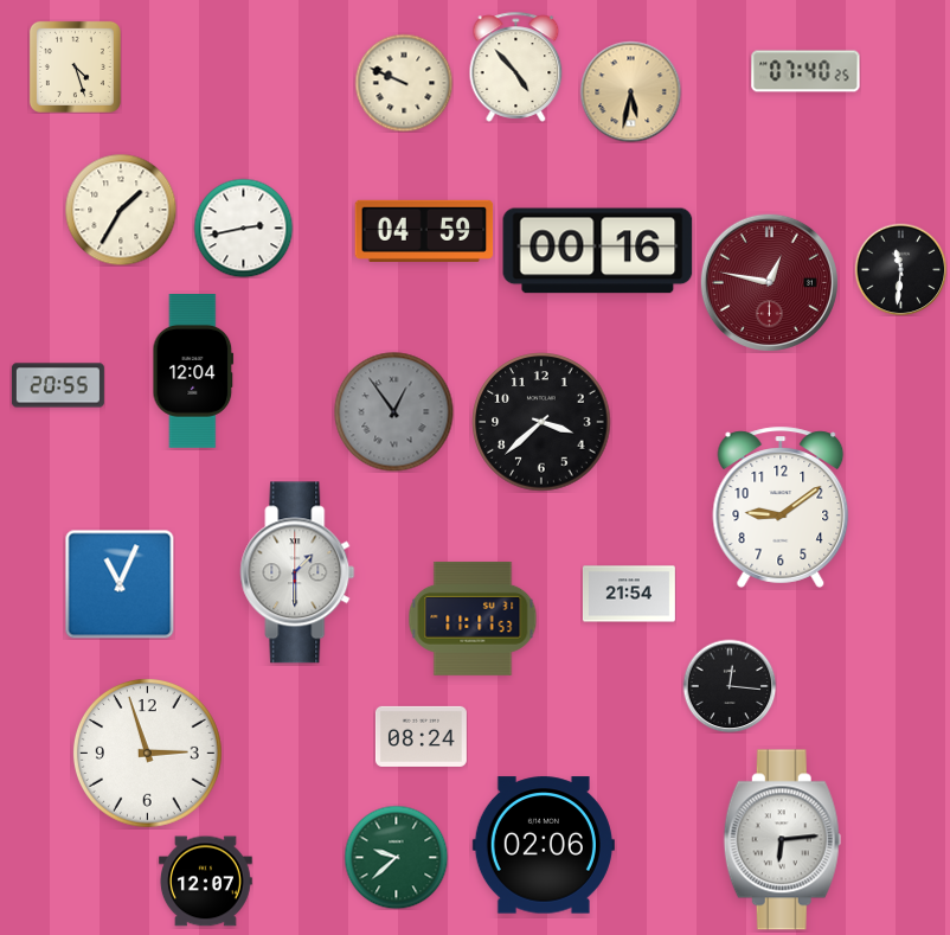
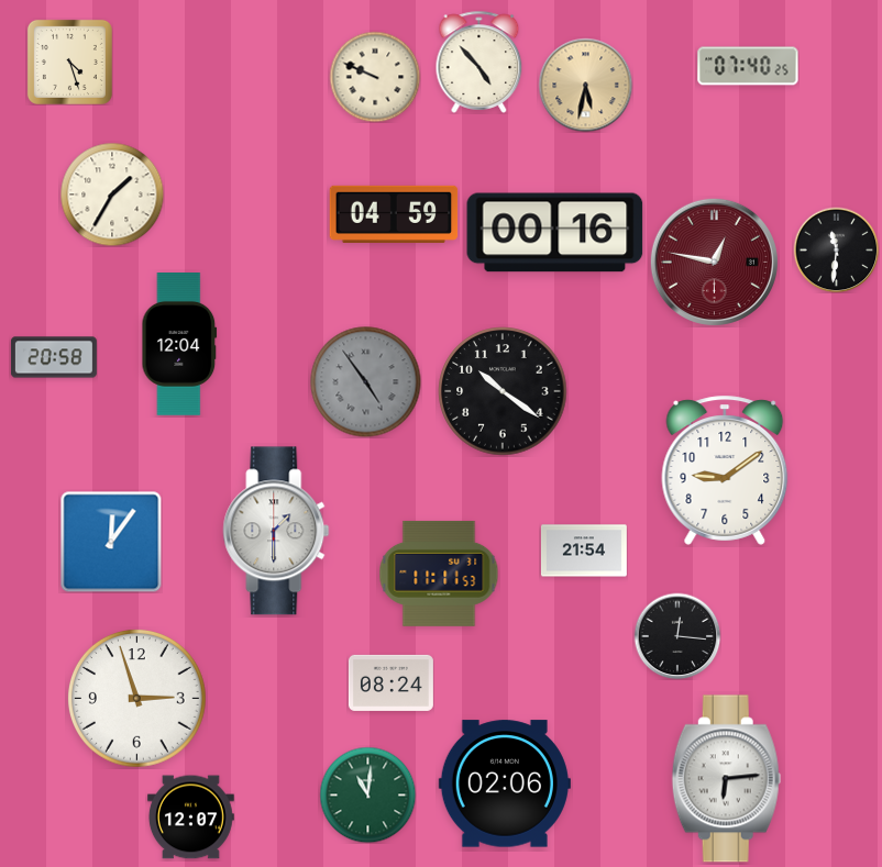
clock at (243, 228): 2:43 -> none
clock at (58, 385): 20:55 -> 20:58
clock at (394, 412): 12:54 -> 4:54
clock at (541, 422): 3:38 -> 10:21
clock at (120, 584): 11:04 -> 12:06
clock at (396, 857): 9:38 -> 11:01
